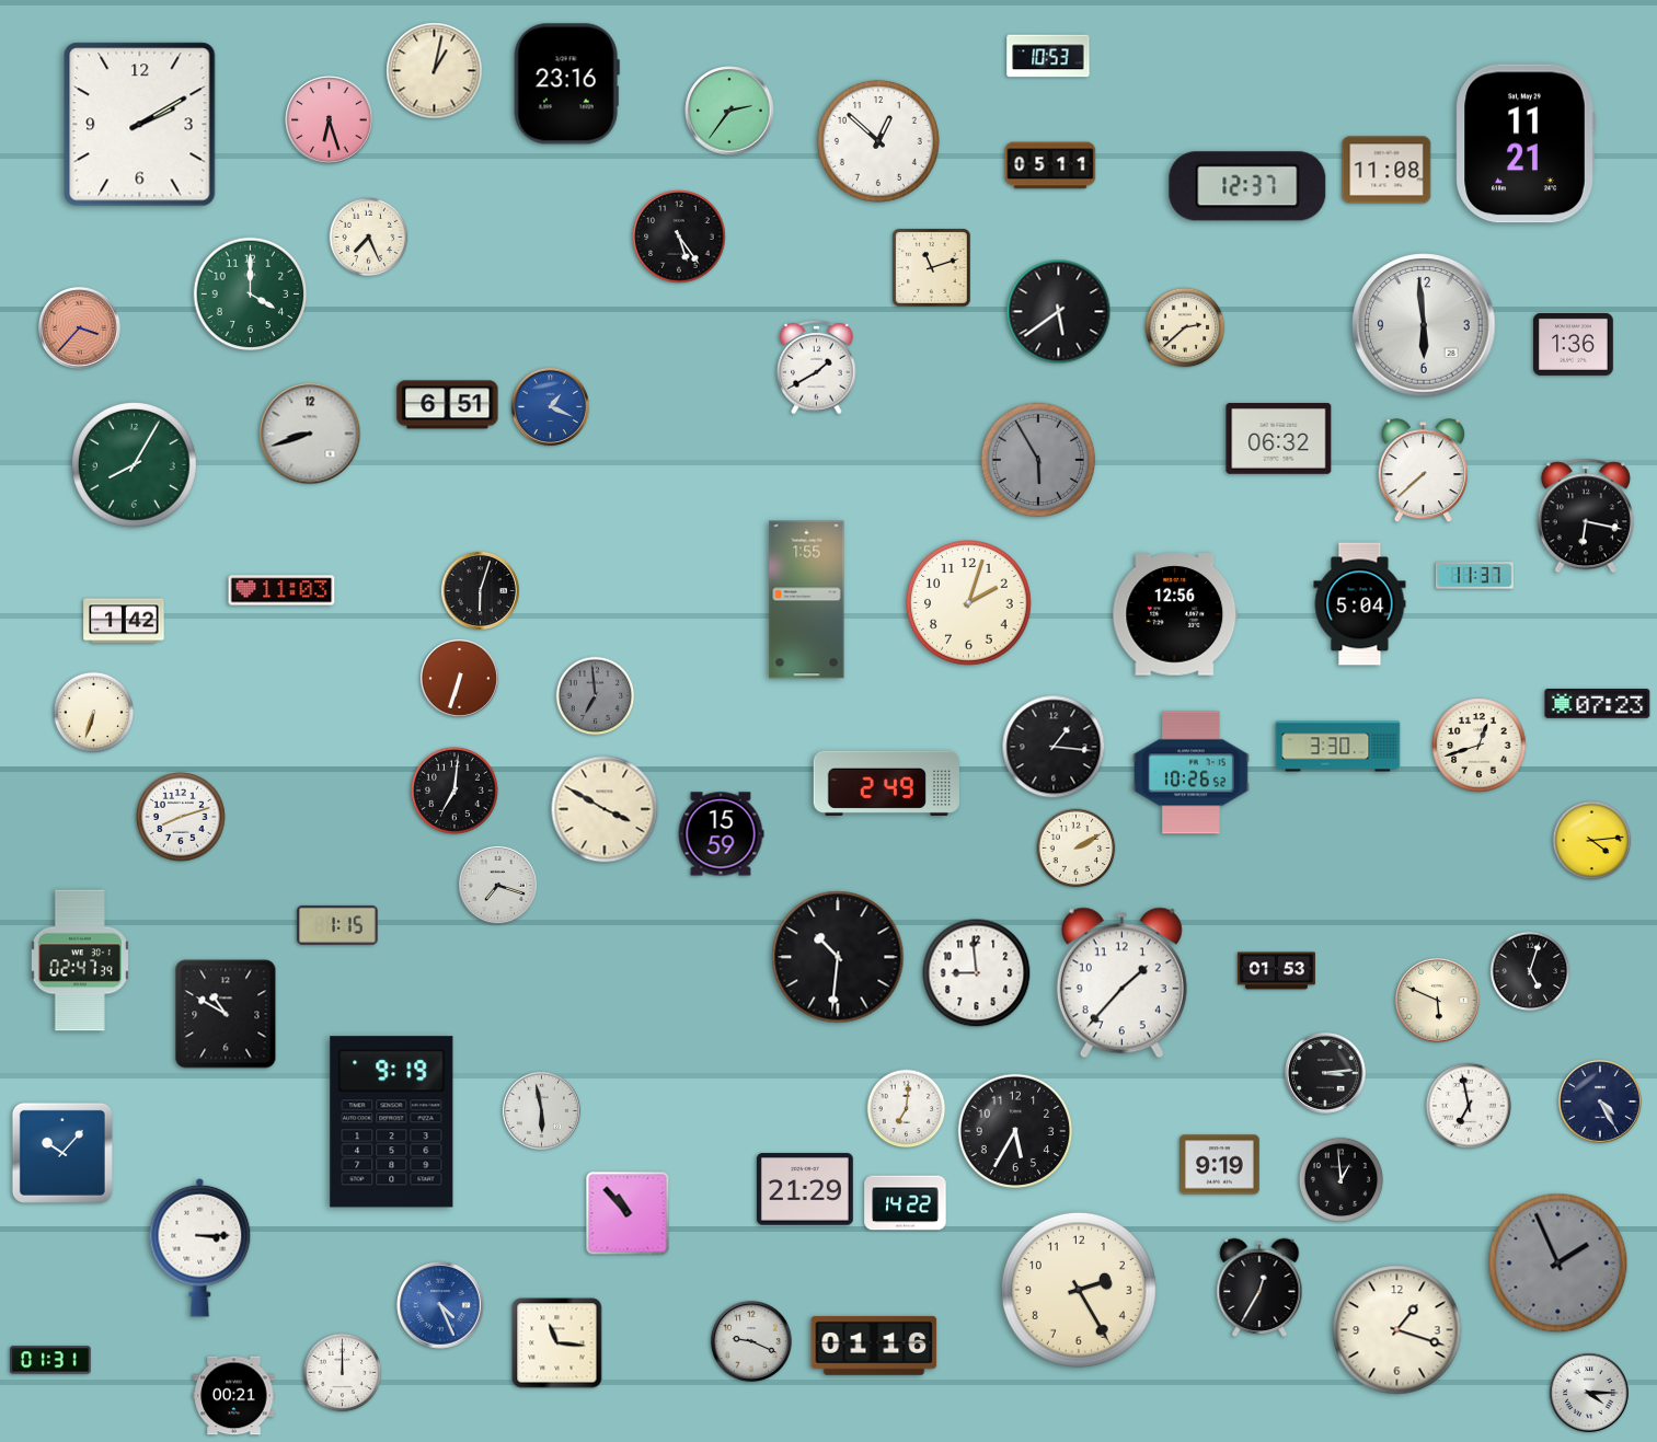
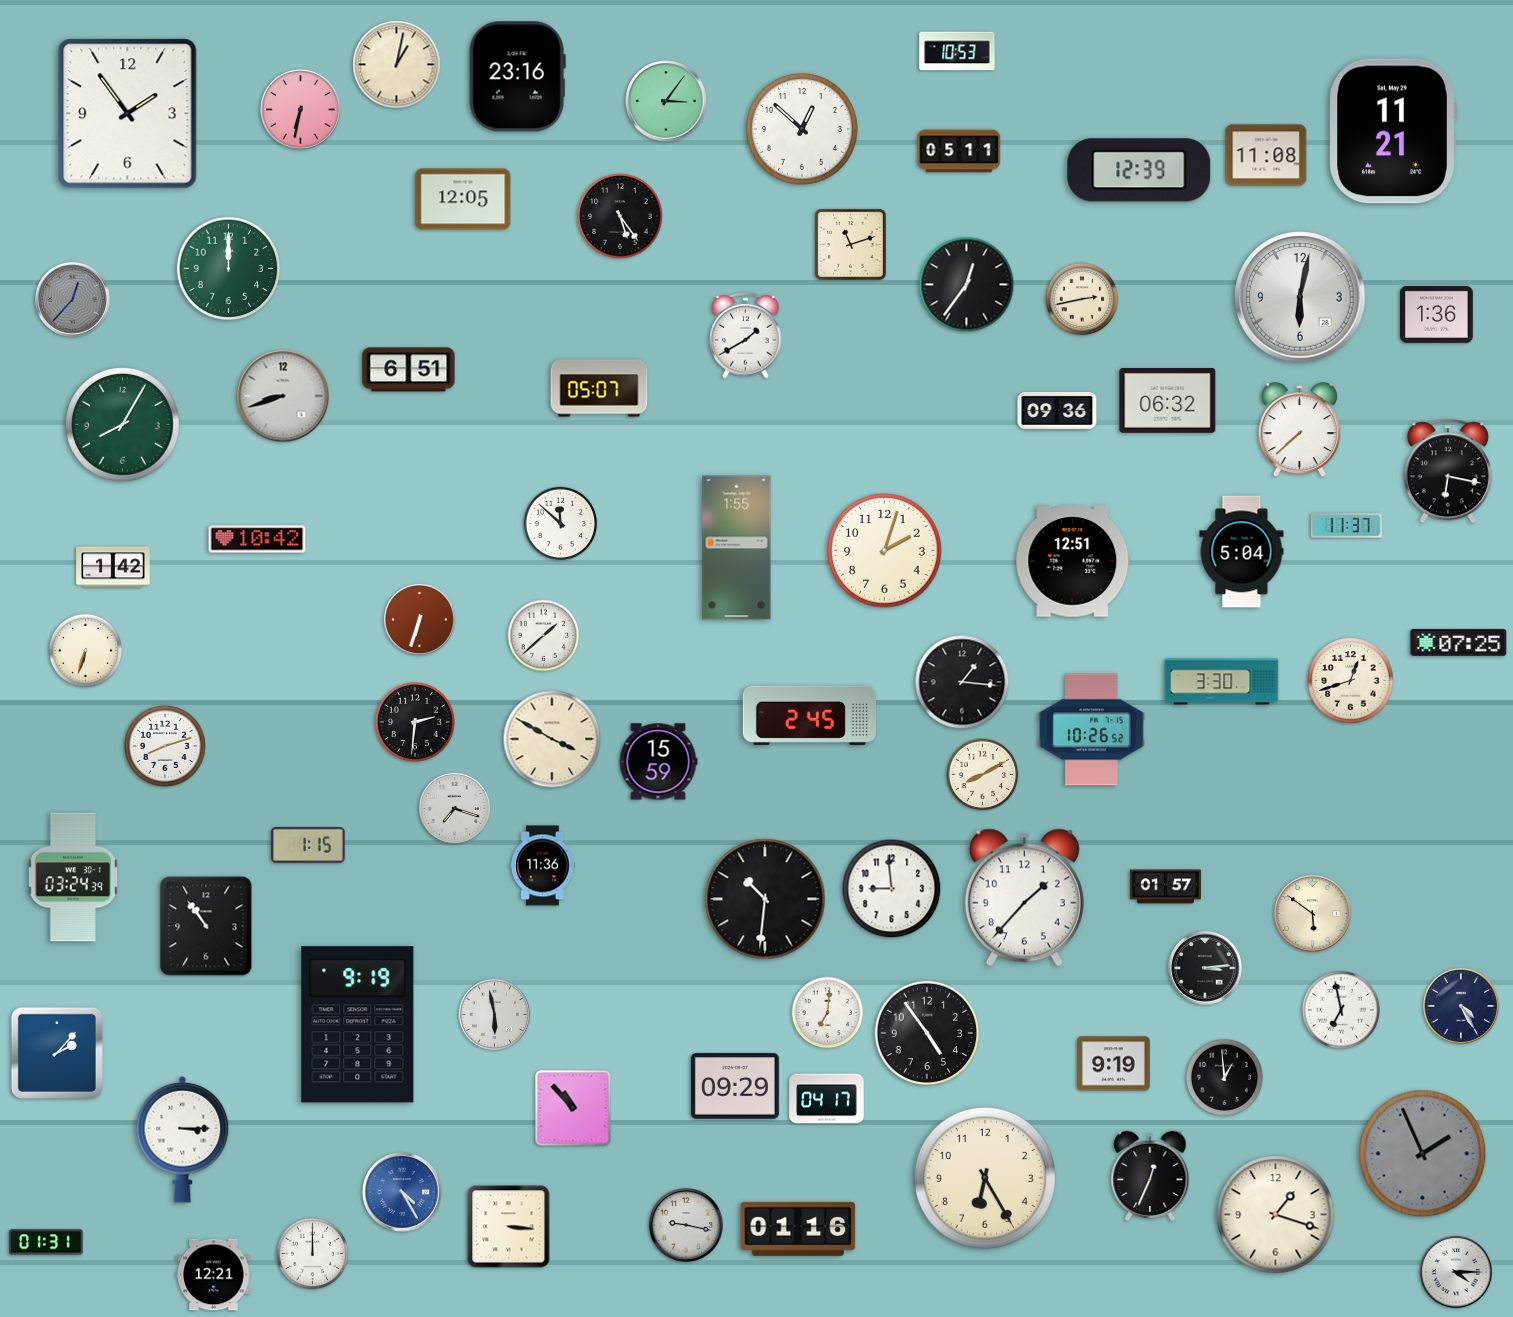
clock at (729, 111): 2:36 -> 3:06
clock at (330, 120): 6:27 -> 6:32
clock at (140, 125): 2:10 -> 1:54
clock at (1247, 186): 12:37 -> 12:39
clock at (463, 199): none -> 12:05
clock at (369, 238): 7:26 -> none
clock at (251, 295): 4:00 -> 12:00
clock at (1059, 312): 5:39 -> 12:36
clock at (1424, 325): 5:59 -> 6:02
clock at (79, 327): 3:37 -> 12:37
clock at (79, 327) dial: salmon -> grey
clock at (1185, 327): 2:38 -> 2:43
clock at (550, 406): 1:19 -> none
clock at (599, 388): none -> 05:07
clock at (1057, 411): none -> 09:36
clock at (1038, 460): 5:55 -> none
clock at (561, 524): none -> 11:52
clock at (281, 590): 11:03 -> 10:42
clock at (480, 590): 6:03 -> none
clock at (1175, 614): 12:56 -> 12:51
clock at (596, 696): 6:59 -> 1:38
clock at (596, 696) dial: grey -> white
clock at (1598, 704): 07:23 -> 07:25
clock at (1192, 773) position: (1192, 773) -> (1092, 730)
clock at (886, 783): 2:49 -> 2:45
clock at (454, 791): 7:01 -> 2:31
clock at (1592, 841): 4:14 -> none
clock at (1077, 849): 2:10 -> 8:10
clock at (543, 866): none -> 11:36
clock at (838, 957) position: (838, 957) -> (765, 899)
clock at (80, 960): 02:47 -> 03:24
clock at (1276, 971): 01:53 -> 01:57
clock at (1530, 971): 5:03 -> none
clock at (1438, 1001): 5:49 -> 5:51
clock at (226, 1014): 10:50 -> 10:54
clock at (1325, 1073) position: (1325, 1073) -> (1205, 968)
clock at (1015, 1131): 5:35 -> 4:54
clock at (62, 1153): 10:07 -> 2:07
clock at (805, 1189): 21:29 -> 09:29
clock at (906, 1203): 14:22 -> 04:17
clock at (1259, 1287): 12:35 -> 12:34
clock at (1079, 1290): 2:25 -> 6:25
clock at (440, 1305): 4:26 -> 4:25
clock at (751, 1341): 9:19 -> 9:17
clock at (557, 1343): 11:16 -> 3:16
clock at (1589, 1393) position: (1589, 1393) -> (1456, 1272)
clock at (234, 1396): 00:21 -> 12:21
